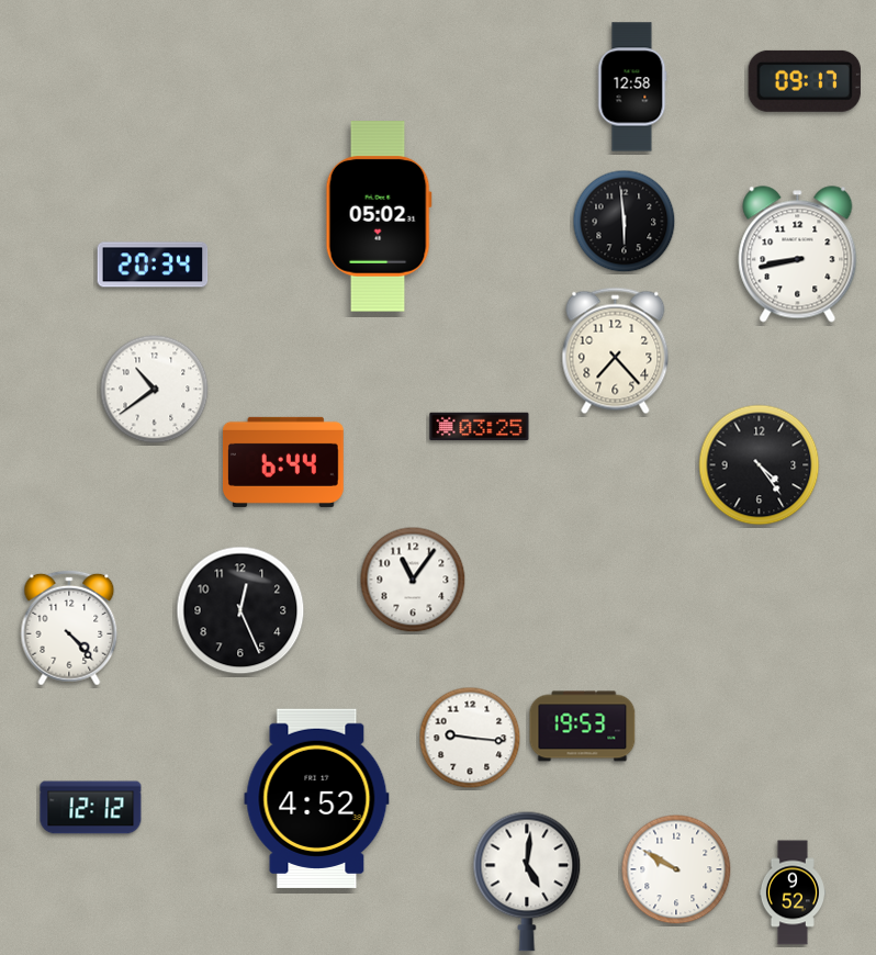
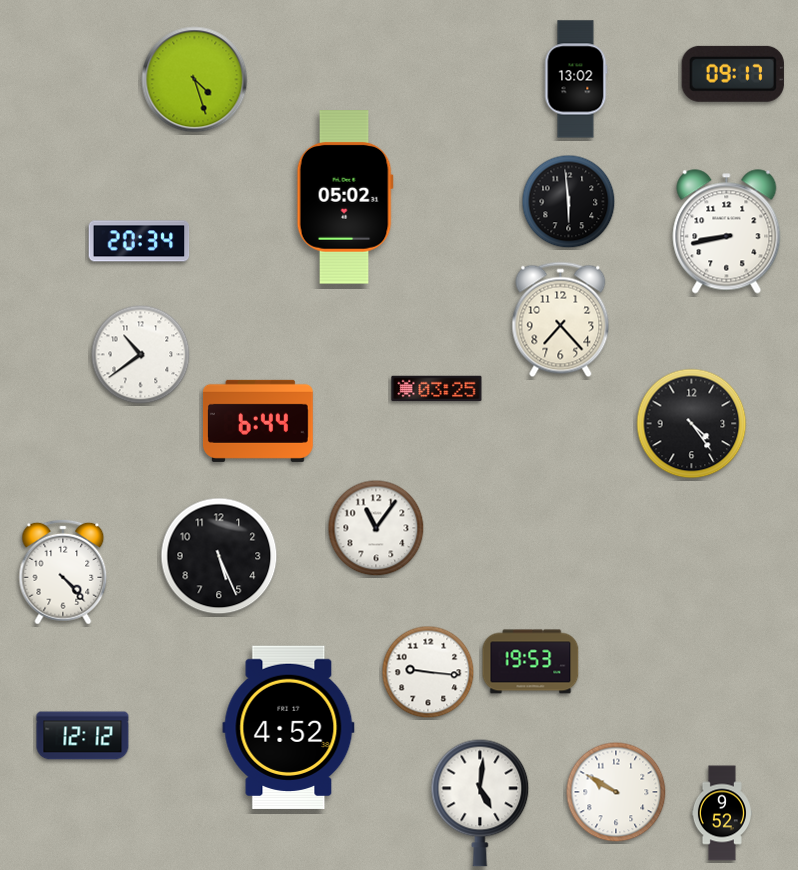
clock at (632, 87): 12:58 -> 13:02
clock at (195, 80): none -> 4:27
clock at (240, 610): 12:26 -> 5:26
